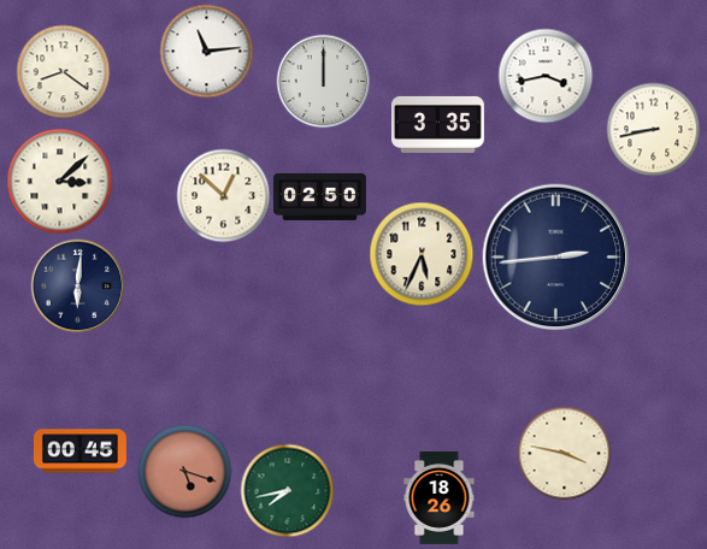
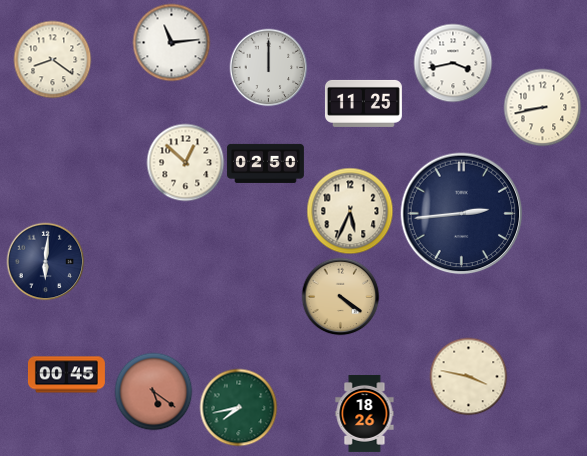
clock at (437, 124): 3:35 -> 11:25
clock at (59, 181): 3:08 -> none
clock at (77, 285) position: (77, 285) -> (45, 261)
clock at (340, 296): none -> 4:21
clock at (184, 471): 5:18 -> 5:21
